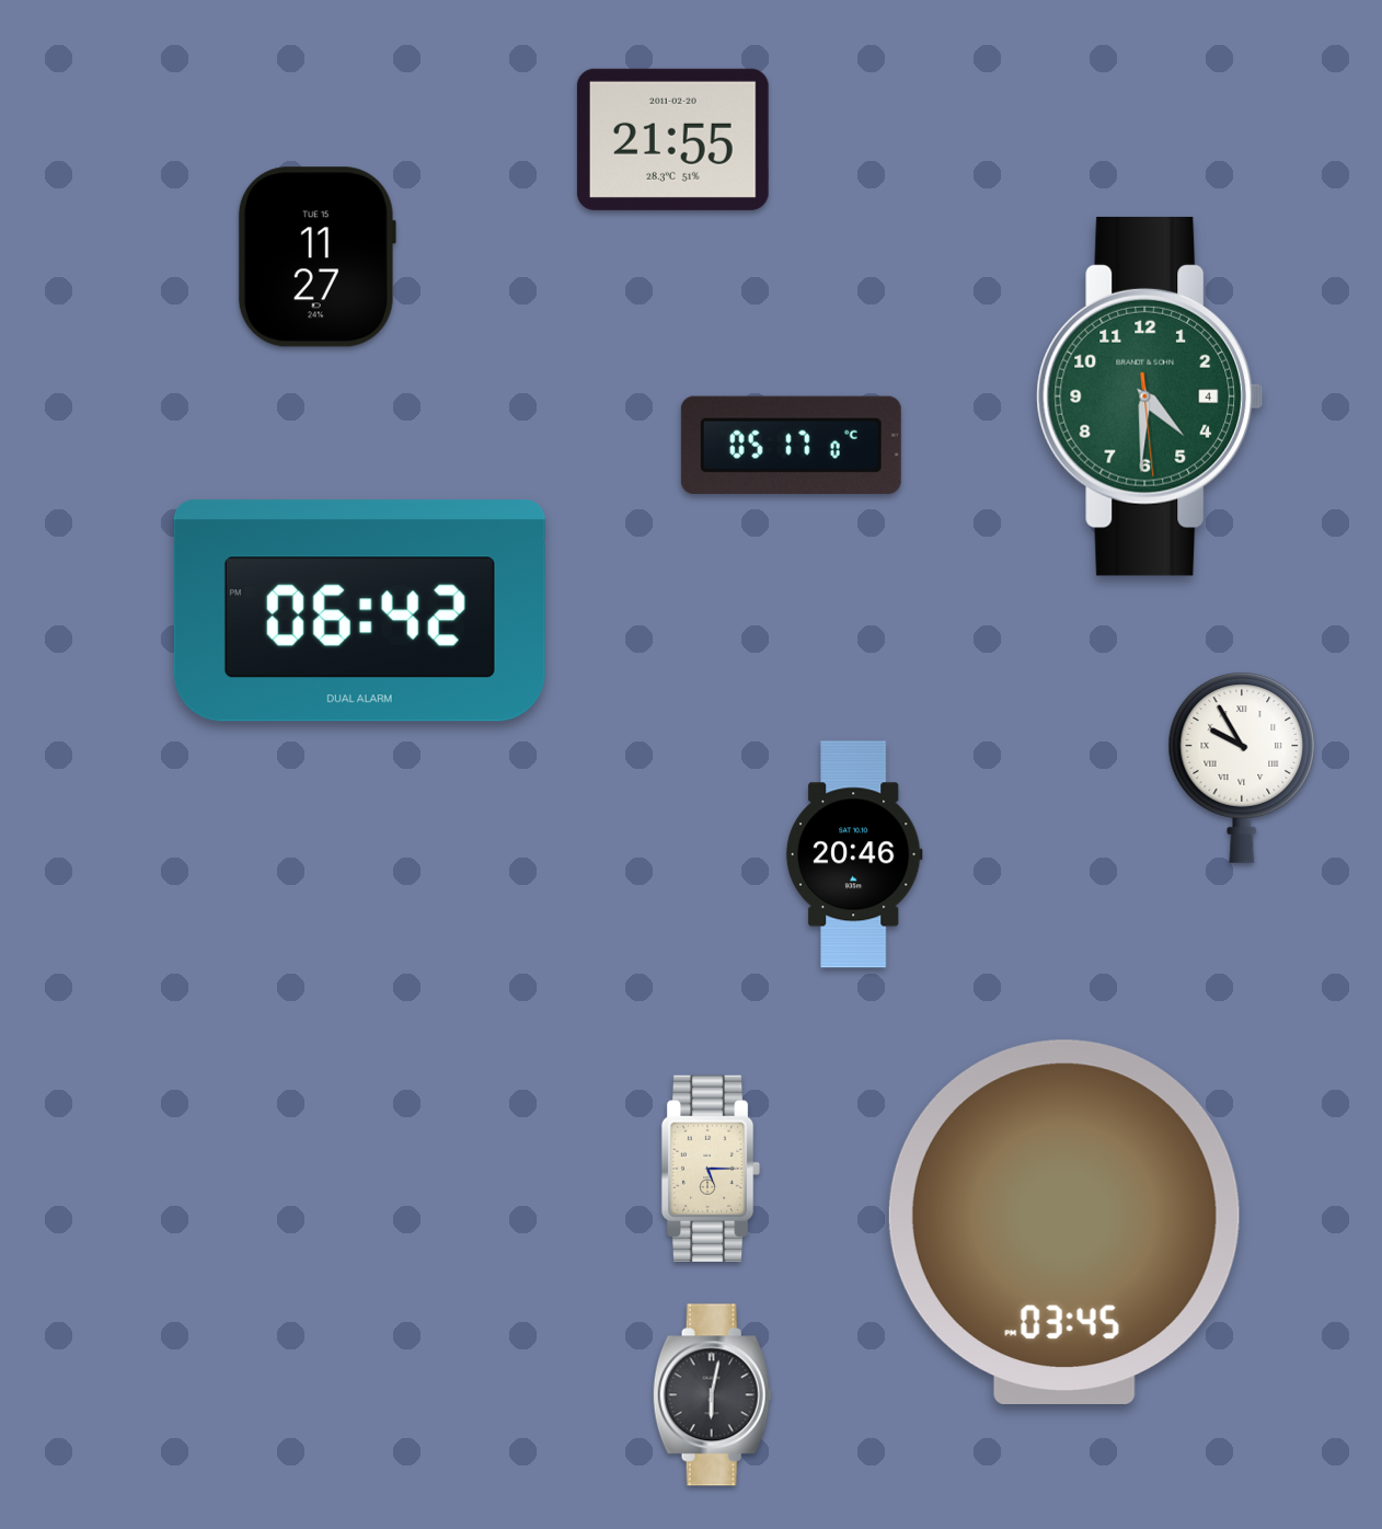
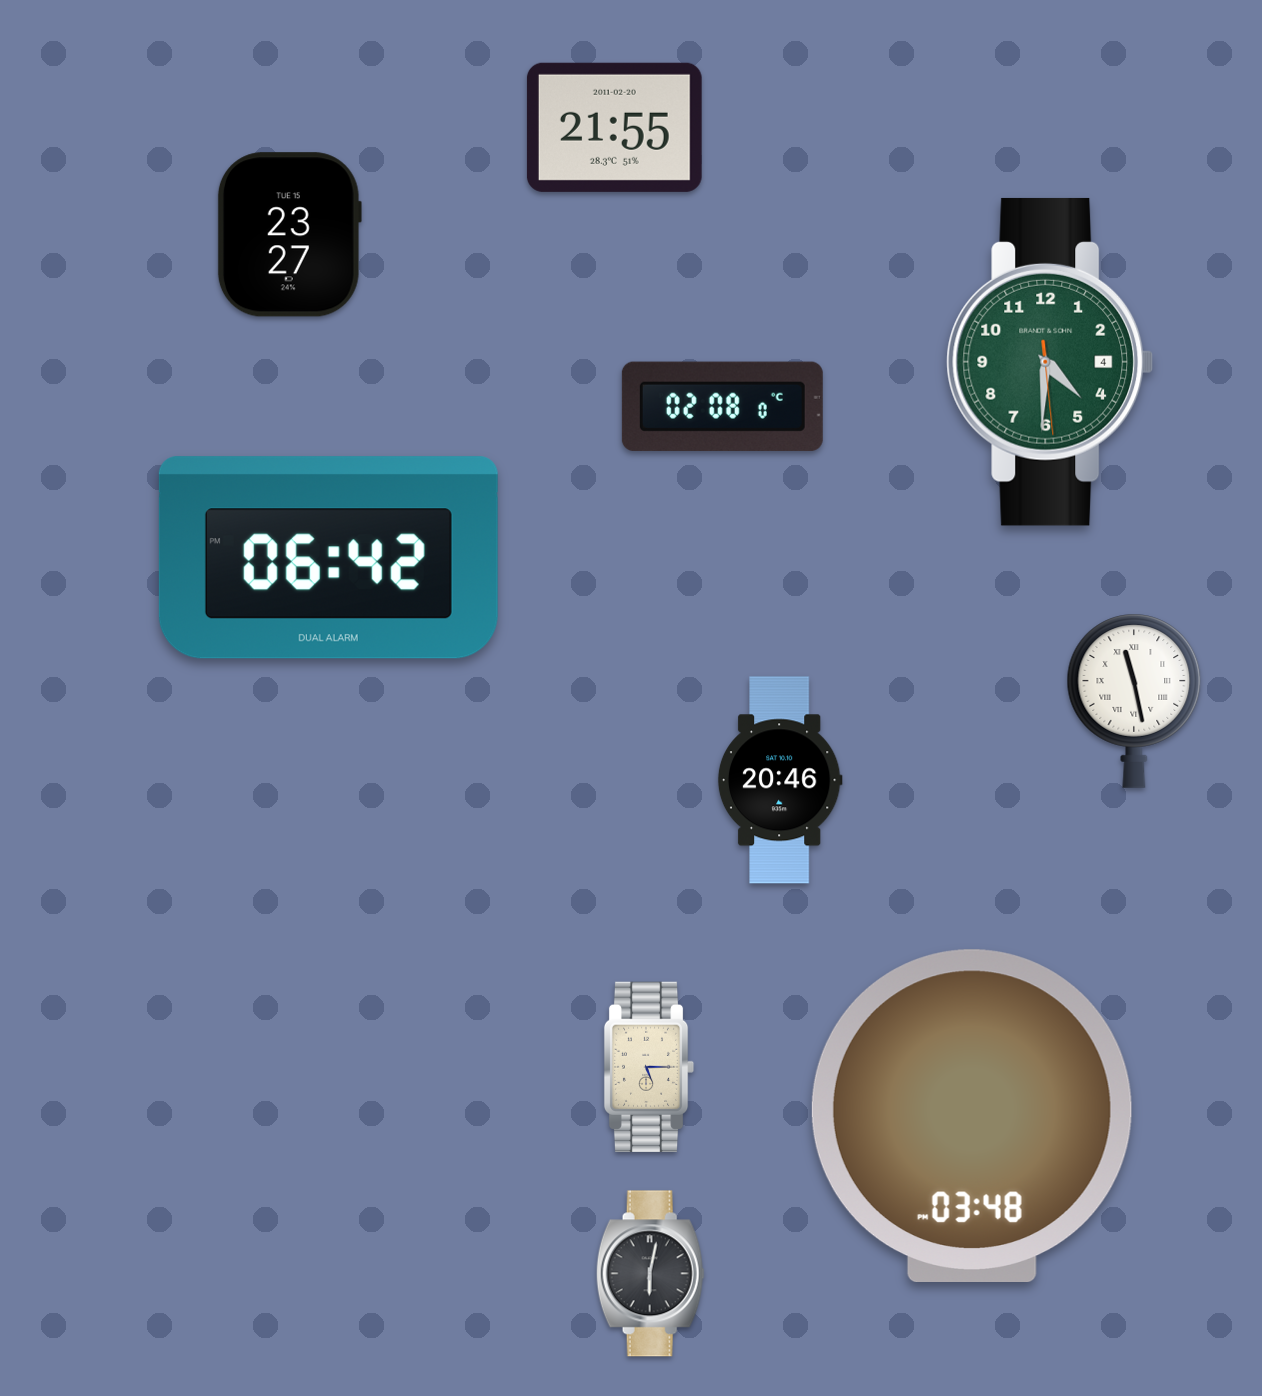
clock at (316, 257): 11:27 -> 23:27
clock at (791, 445): 05:17 -> 02:08
clock at (1242, 768): 9:55 -> 11:28
clock at (1064, 1221): 03:45 -> 03:48
